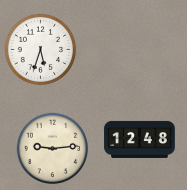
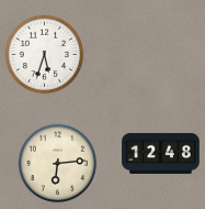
clock at (140, 139) position: (140, 139) -> (161, 153)
clock at (53, 149): 9:14 -> 6:14
